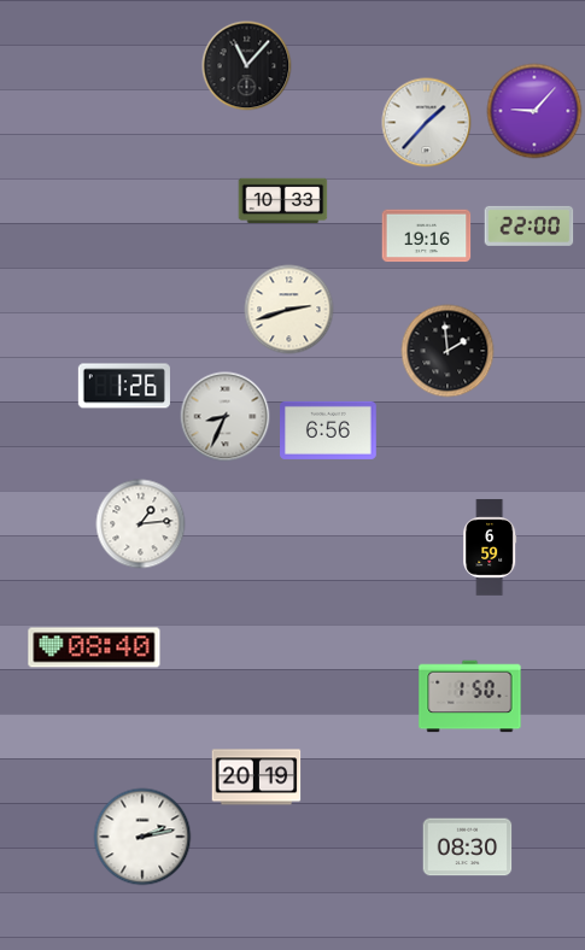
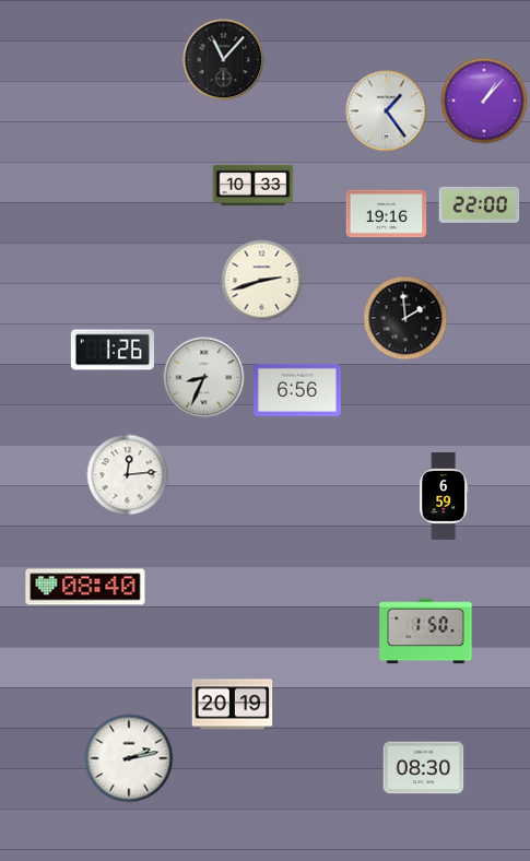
clock at (534, 111): 9:07 -> 1:07
clock at (427, 123): 1:37 -> 1:24
clock at (283, 201) position: (283, 201) -> (254, 186)
clock at (141, 524): 1:14 -> 12:14
